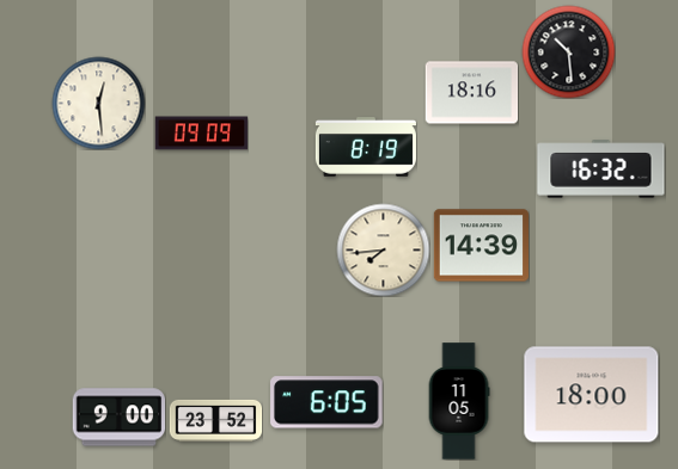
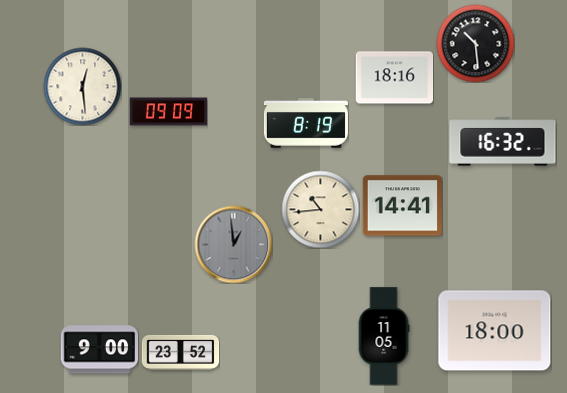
clock at (481, 246): 14:39 -> 14:41
clock at (383, 249): 7:44 -> 10:44
clock at (233, 244): none -> 12:59
clock at (326, 402): 6:05 -> none
